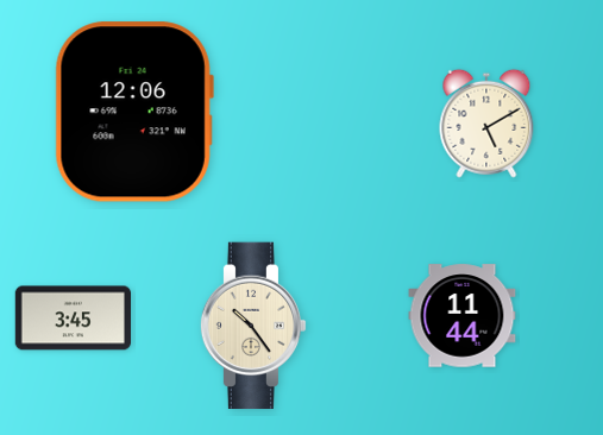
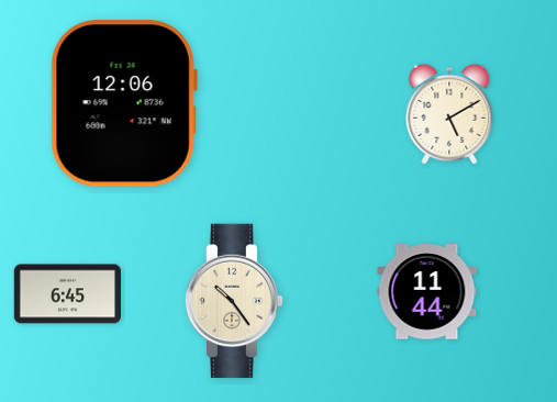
clock at (73, 319): 3:45 -> 6:45
